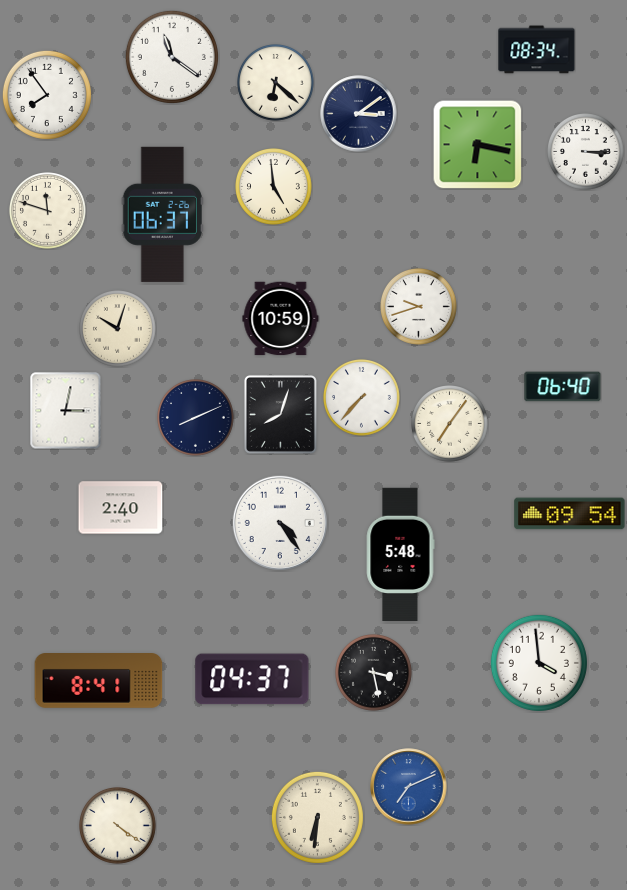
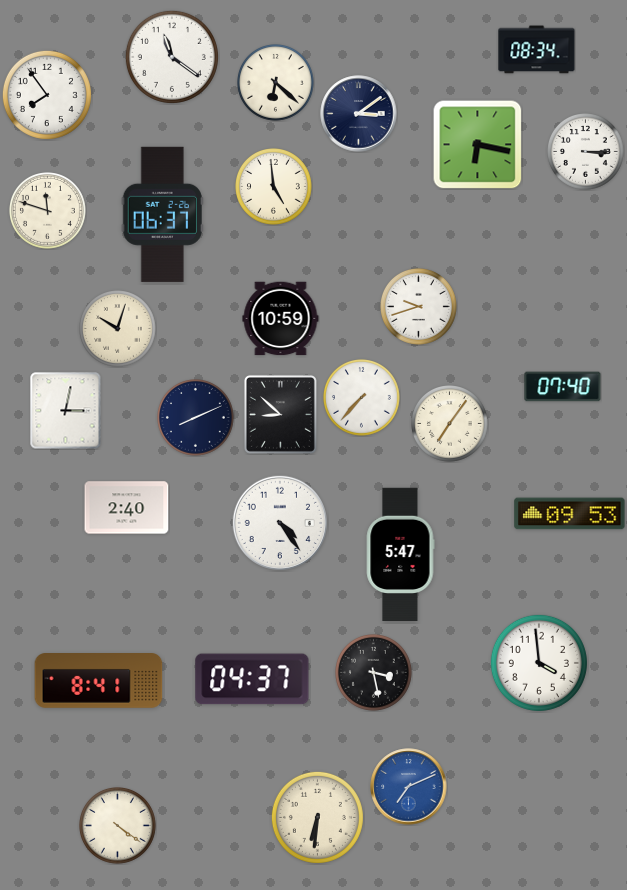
clock at (563, 387): 06:40 -> 07:40
clock at (280, 414): 8:03 -> 8:52
clock at (121, 508) position: (121, 508) -> (127, 508)
clock at (570, 514): 09:54 -> 09:53
clock at (400, 554): 5:48 -> 5:47
